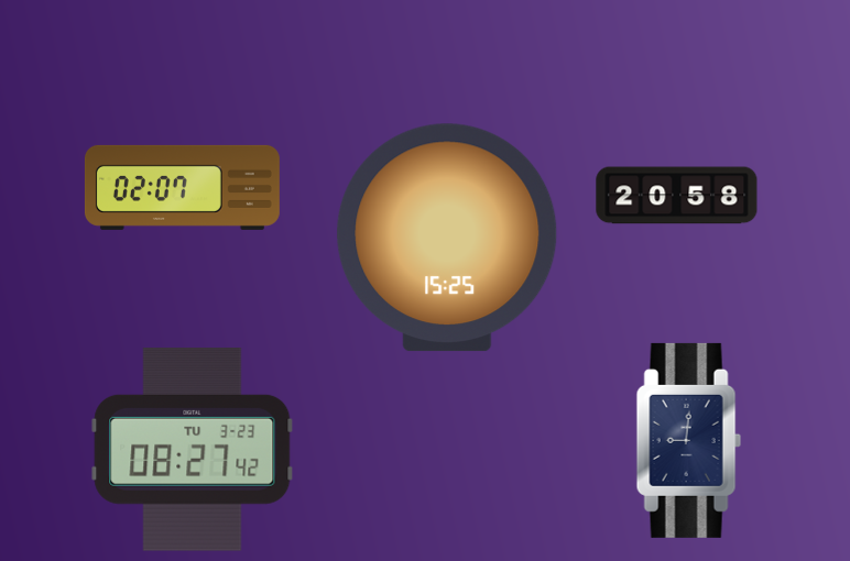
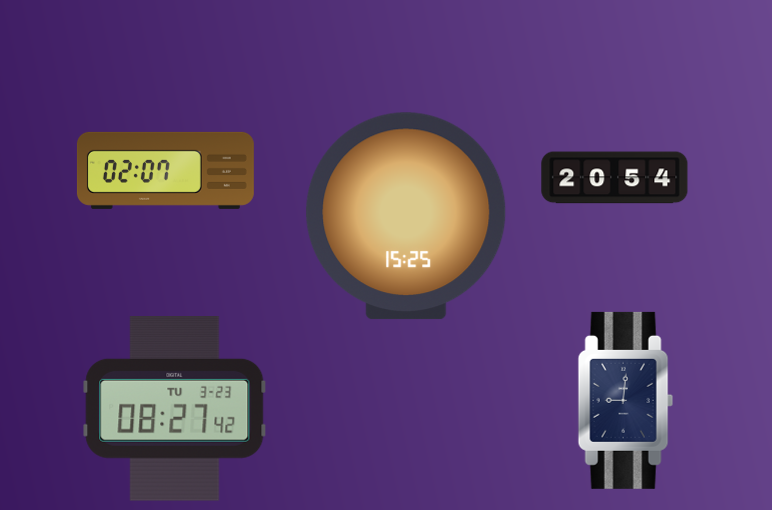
clock at (677, 196): 20:58 -> 20:54
